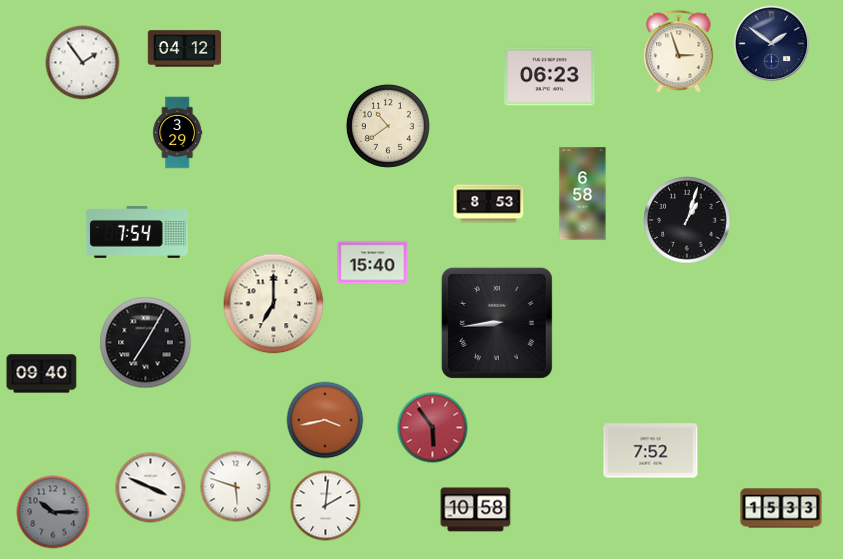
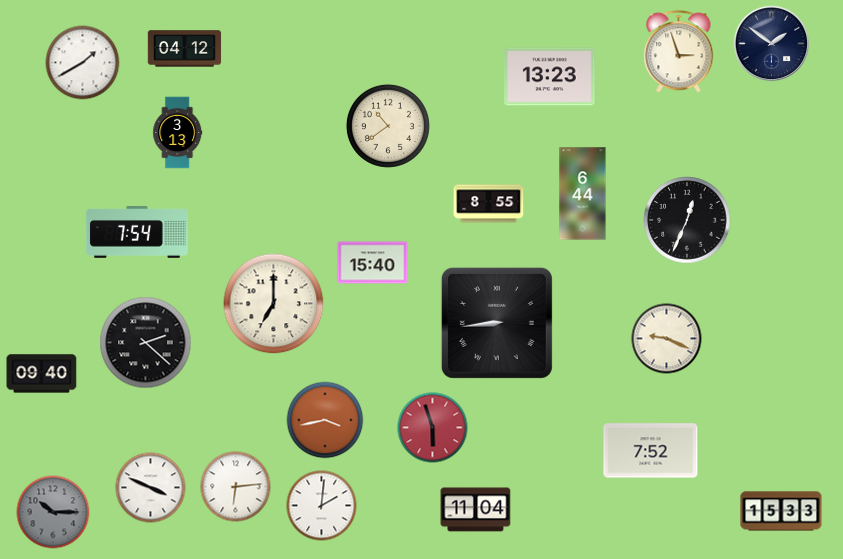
clock at (83, 63): 1:54 -> 1:40
clock at (550, 77): 06:23 -> 13:23
clock at (178, 133): 3:29 -> 3:13
clock at (583, 194): 6:58 -> 6:44
clock at (489, 204): 8:53 -> 8:55
clock at (687, 220): 1:03 -> 12:34
clock at (667, 339): none -> 9:19
clock at (146, 343): 7:05 -> 2:22
clock at (433, 428): 5:54 -> 5:57
clock at (236, 487): 5:48 -> 6:14
clock at (326, 506) position: (326, 506) -> (322, 506)
clock at (781, 508) position: (781, 508) -> (781, 511)
clock at (476, 510): 10:58 -> 11:04
